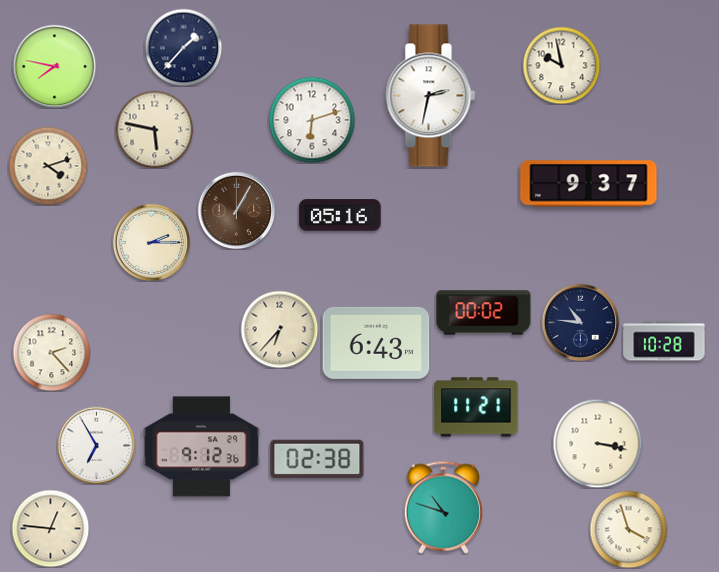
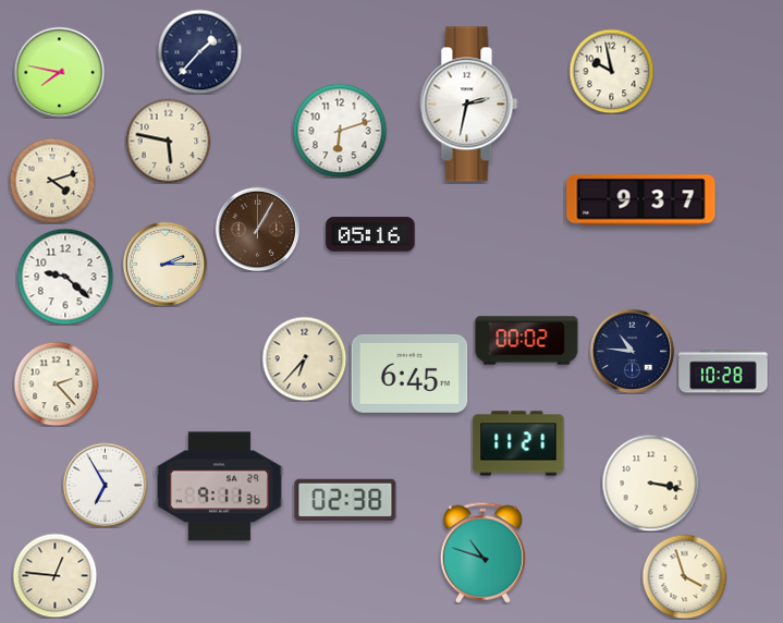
clock at (65, 277): none -> 9:22
clock at (376, 343): 6:43 -> 6:45
clock at (201, 447): 9:12 -> 9:11
